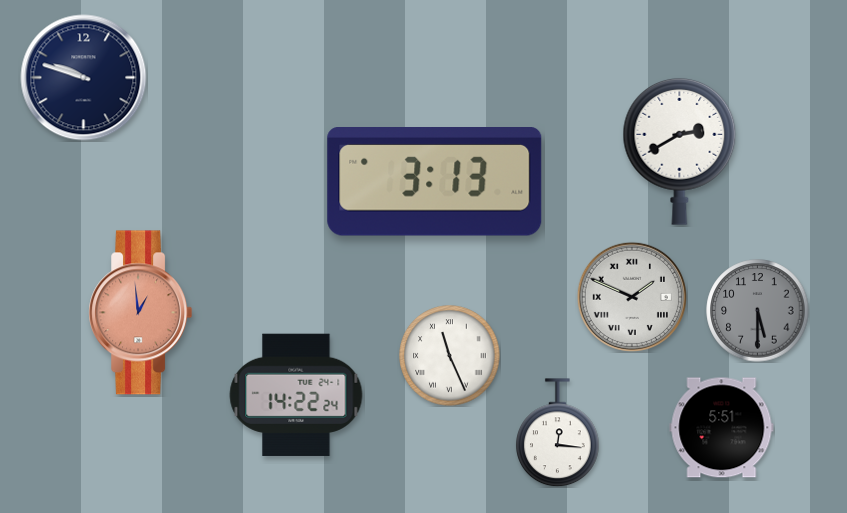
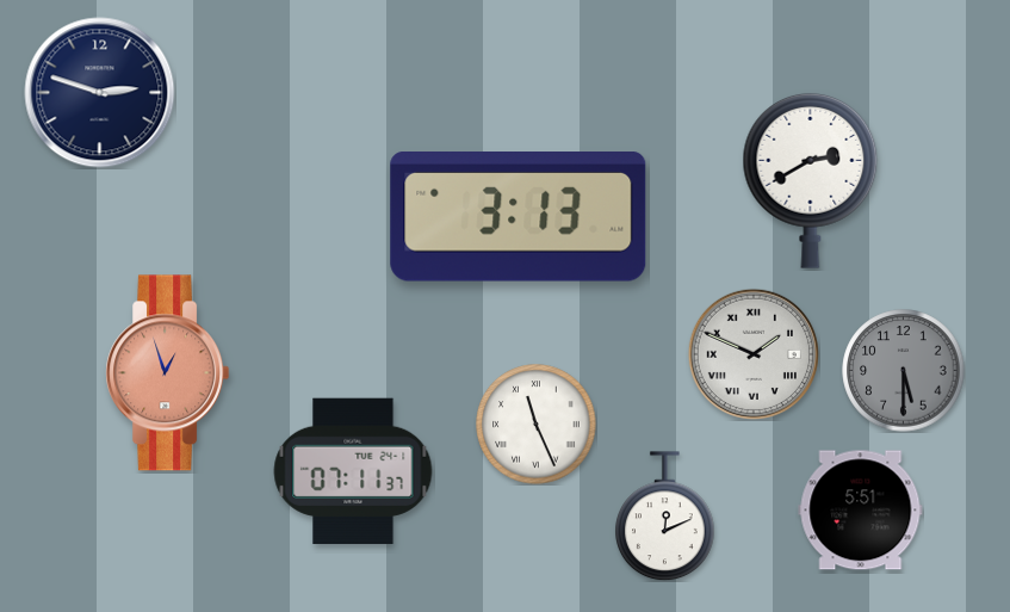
clock at (84, 78): 9:48 -> 2:48
clock at (141, 313): 12:59 -> 12:57
clock at (296, 394): 14:22 -> 07:11
clock at (558, 433): 12:16 -> 12:11
